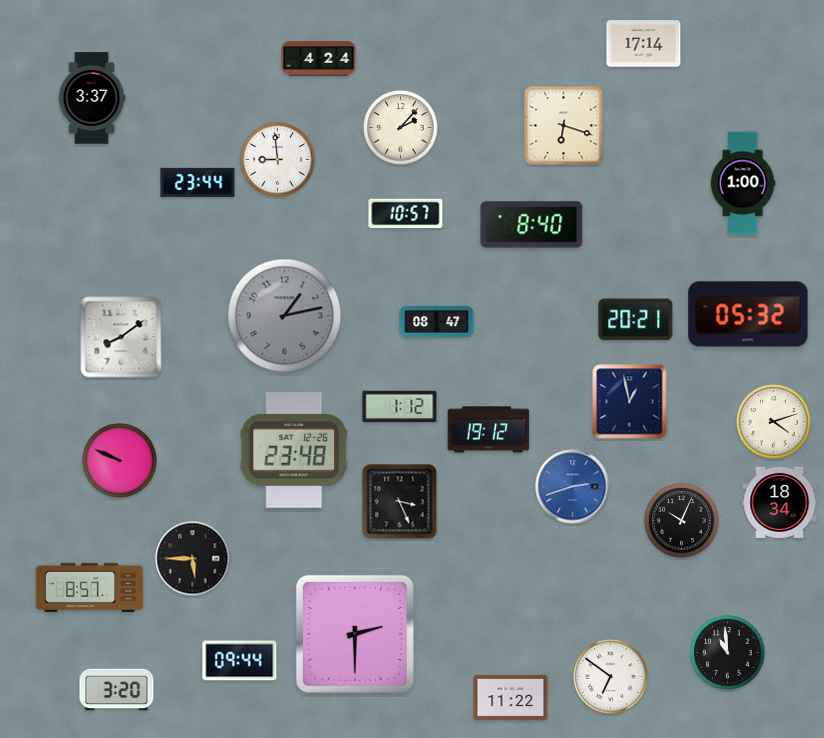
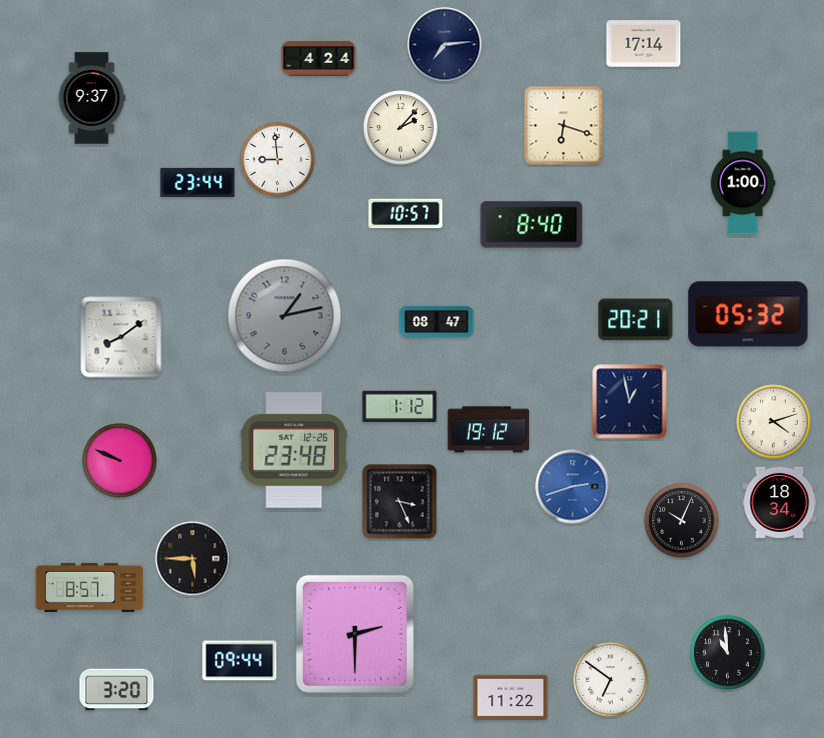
clock at (445, 45): none -> 7:14
clock at (92, 98): 3:37 -> 9:37
clock at (611, 677) position: (611, 677) -> (611, 680)
